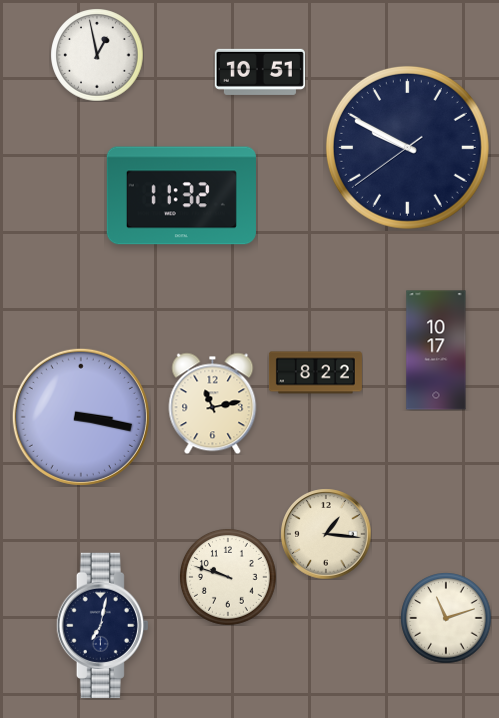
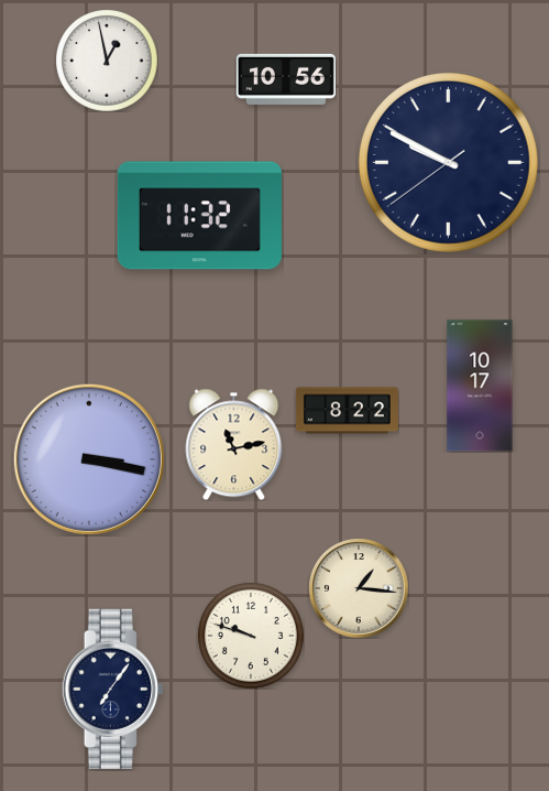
clock at (260, 72): 10:51 -> 10:56
clock at (446, 618): 11:12 -> none
clock at (102, 625): 7:02 -> 7:06
